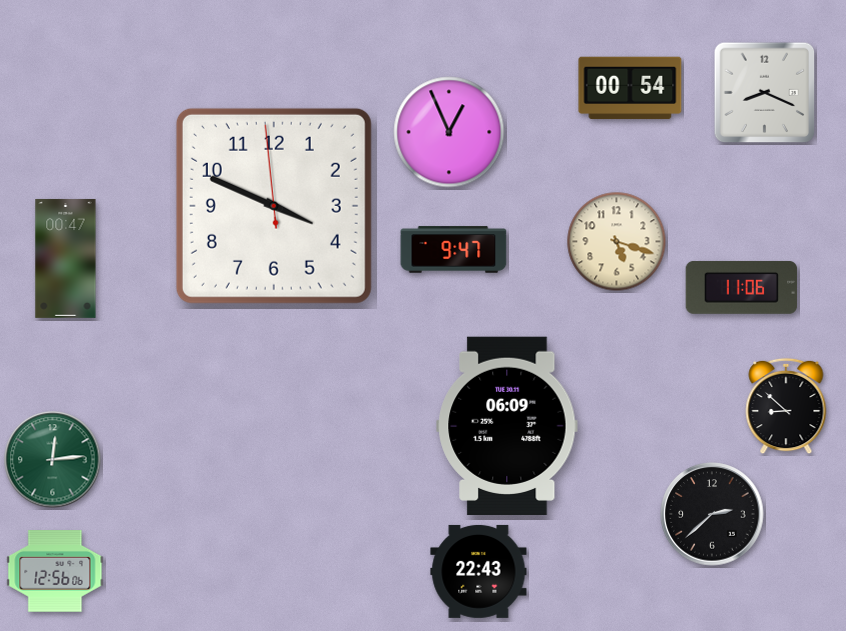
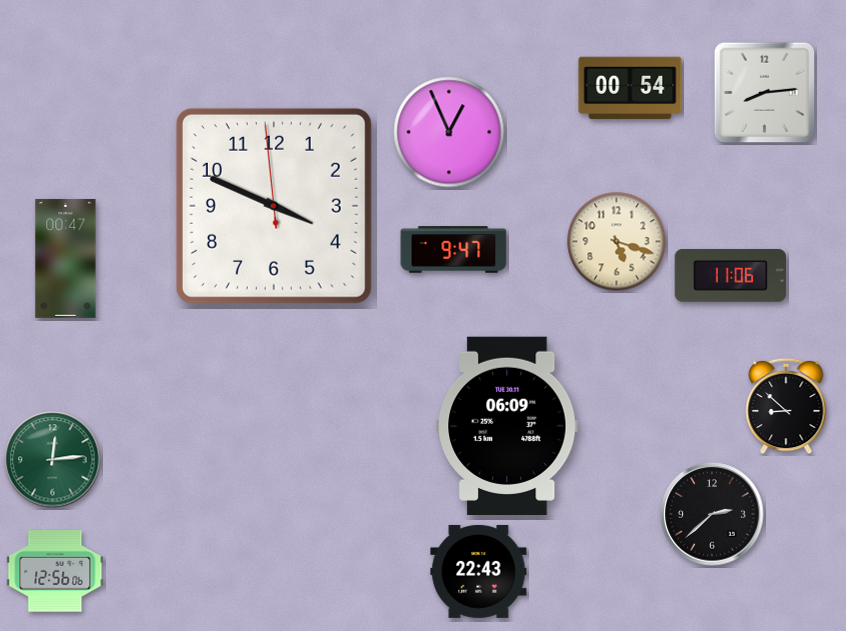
clock at (765, 93): 8:19 -> 8:14
clock at (742, 287) position: (742, 287) -> (731, 275)
